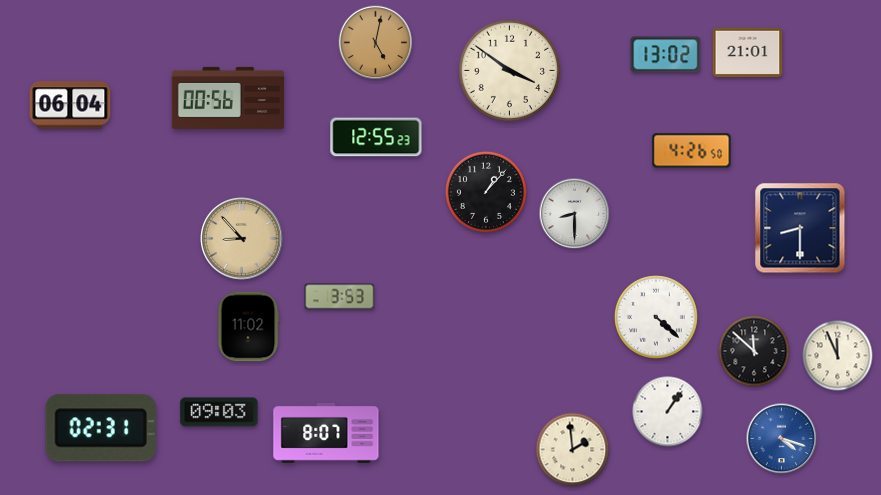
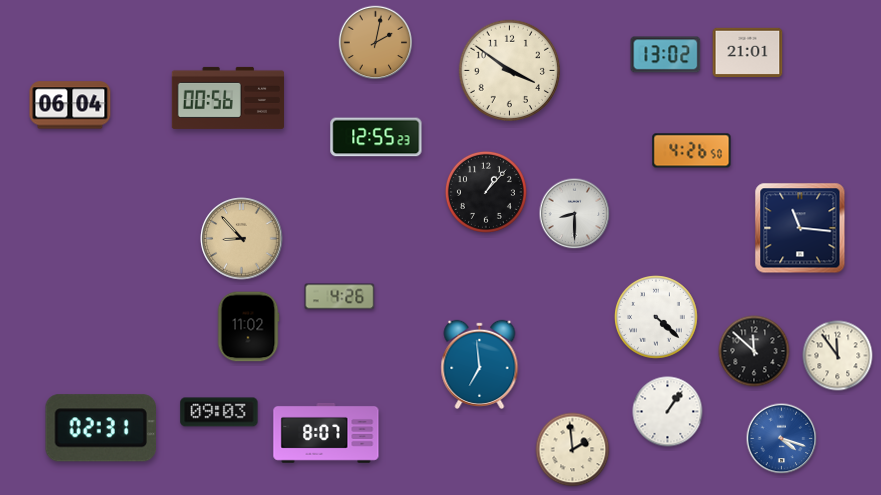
clock at (376, 43): 5:02 -> 2:02
clock at (800, 228): 8:30 -> 11:16
clock at (340, 297): 3:53 -> 4:26
clock at (838, 356): 11:56 -> 11:54
clock at (480, 364): none -> 6:59
